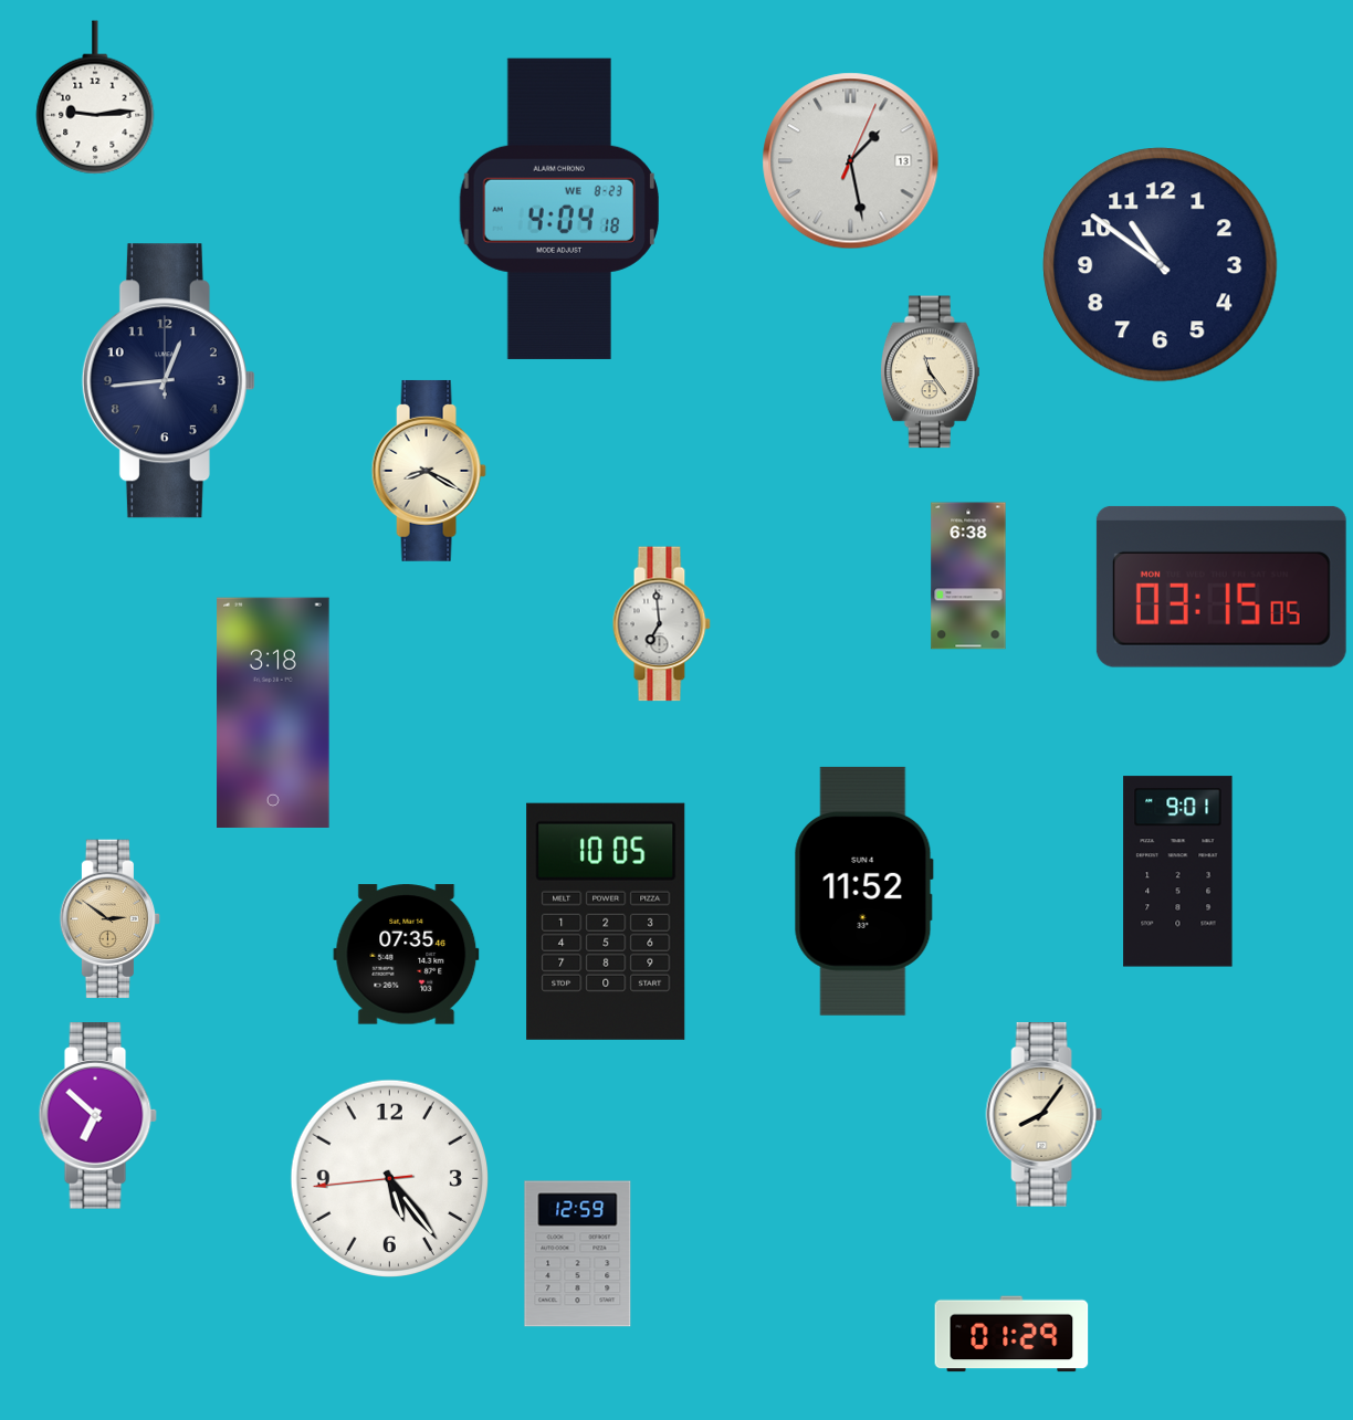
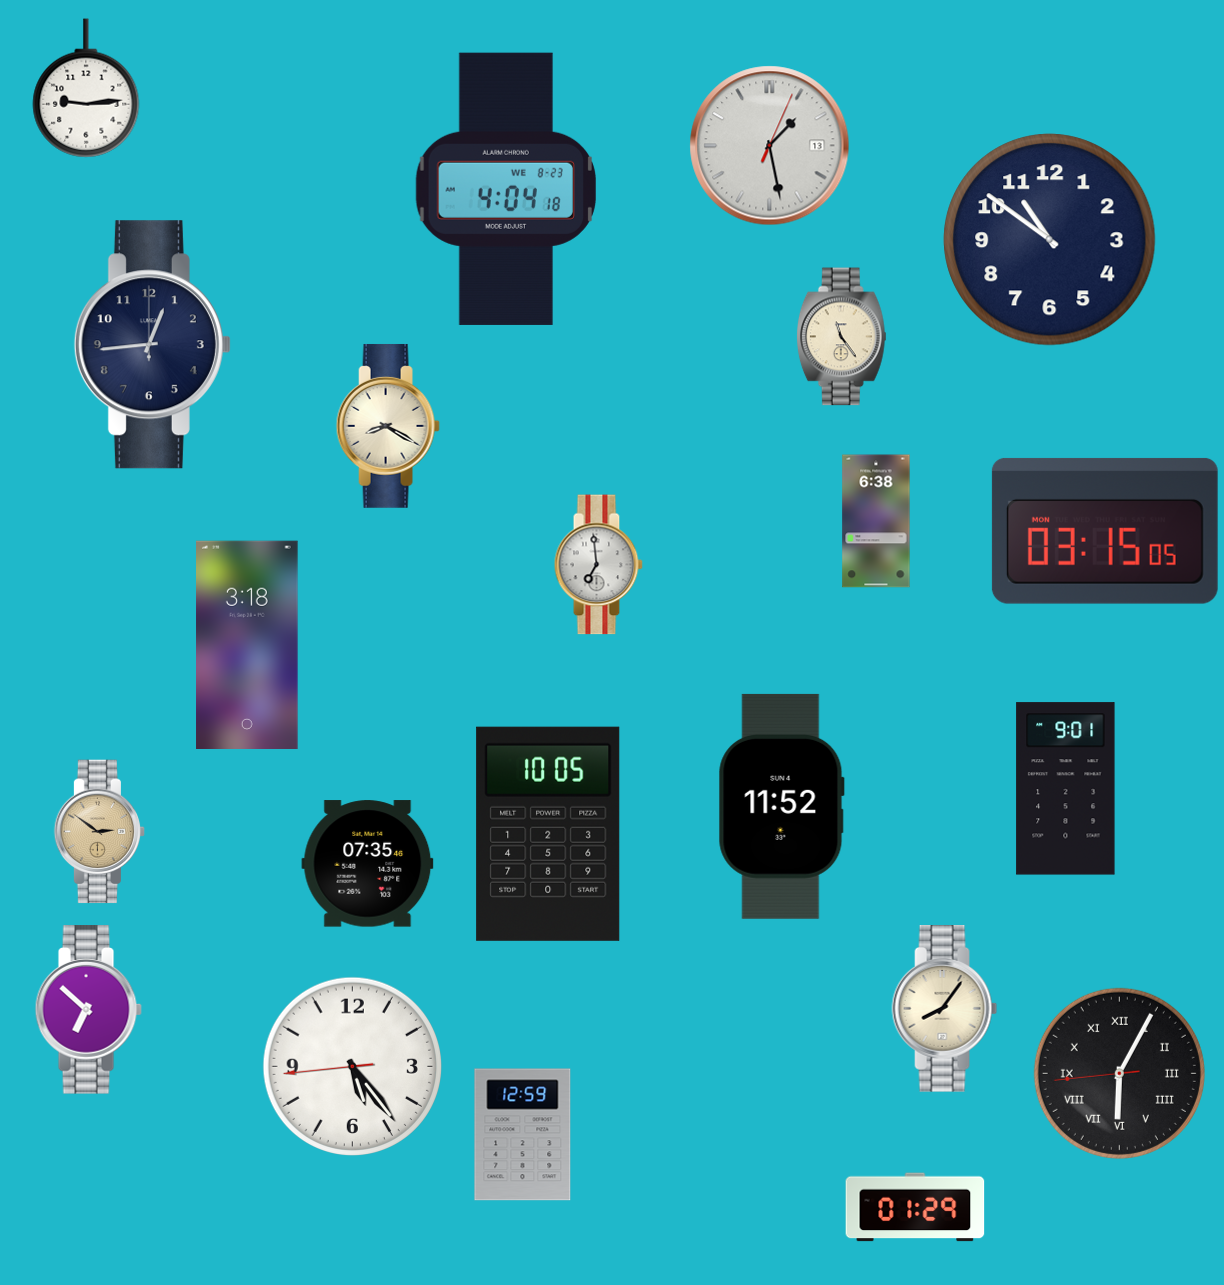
clock at (1119, 1073): none -> 6:04
